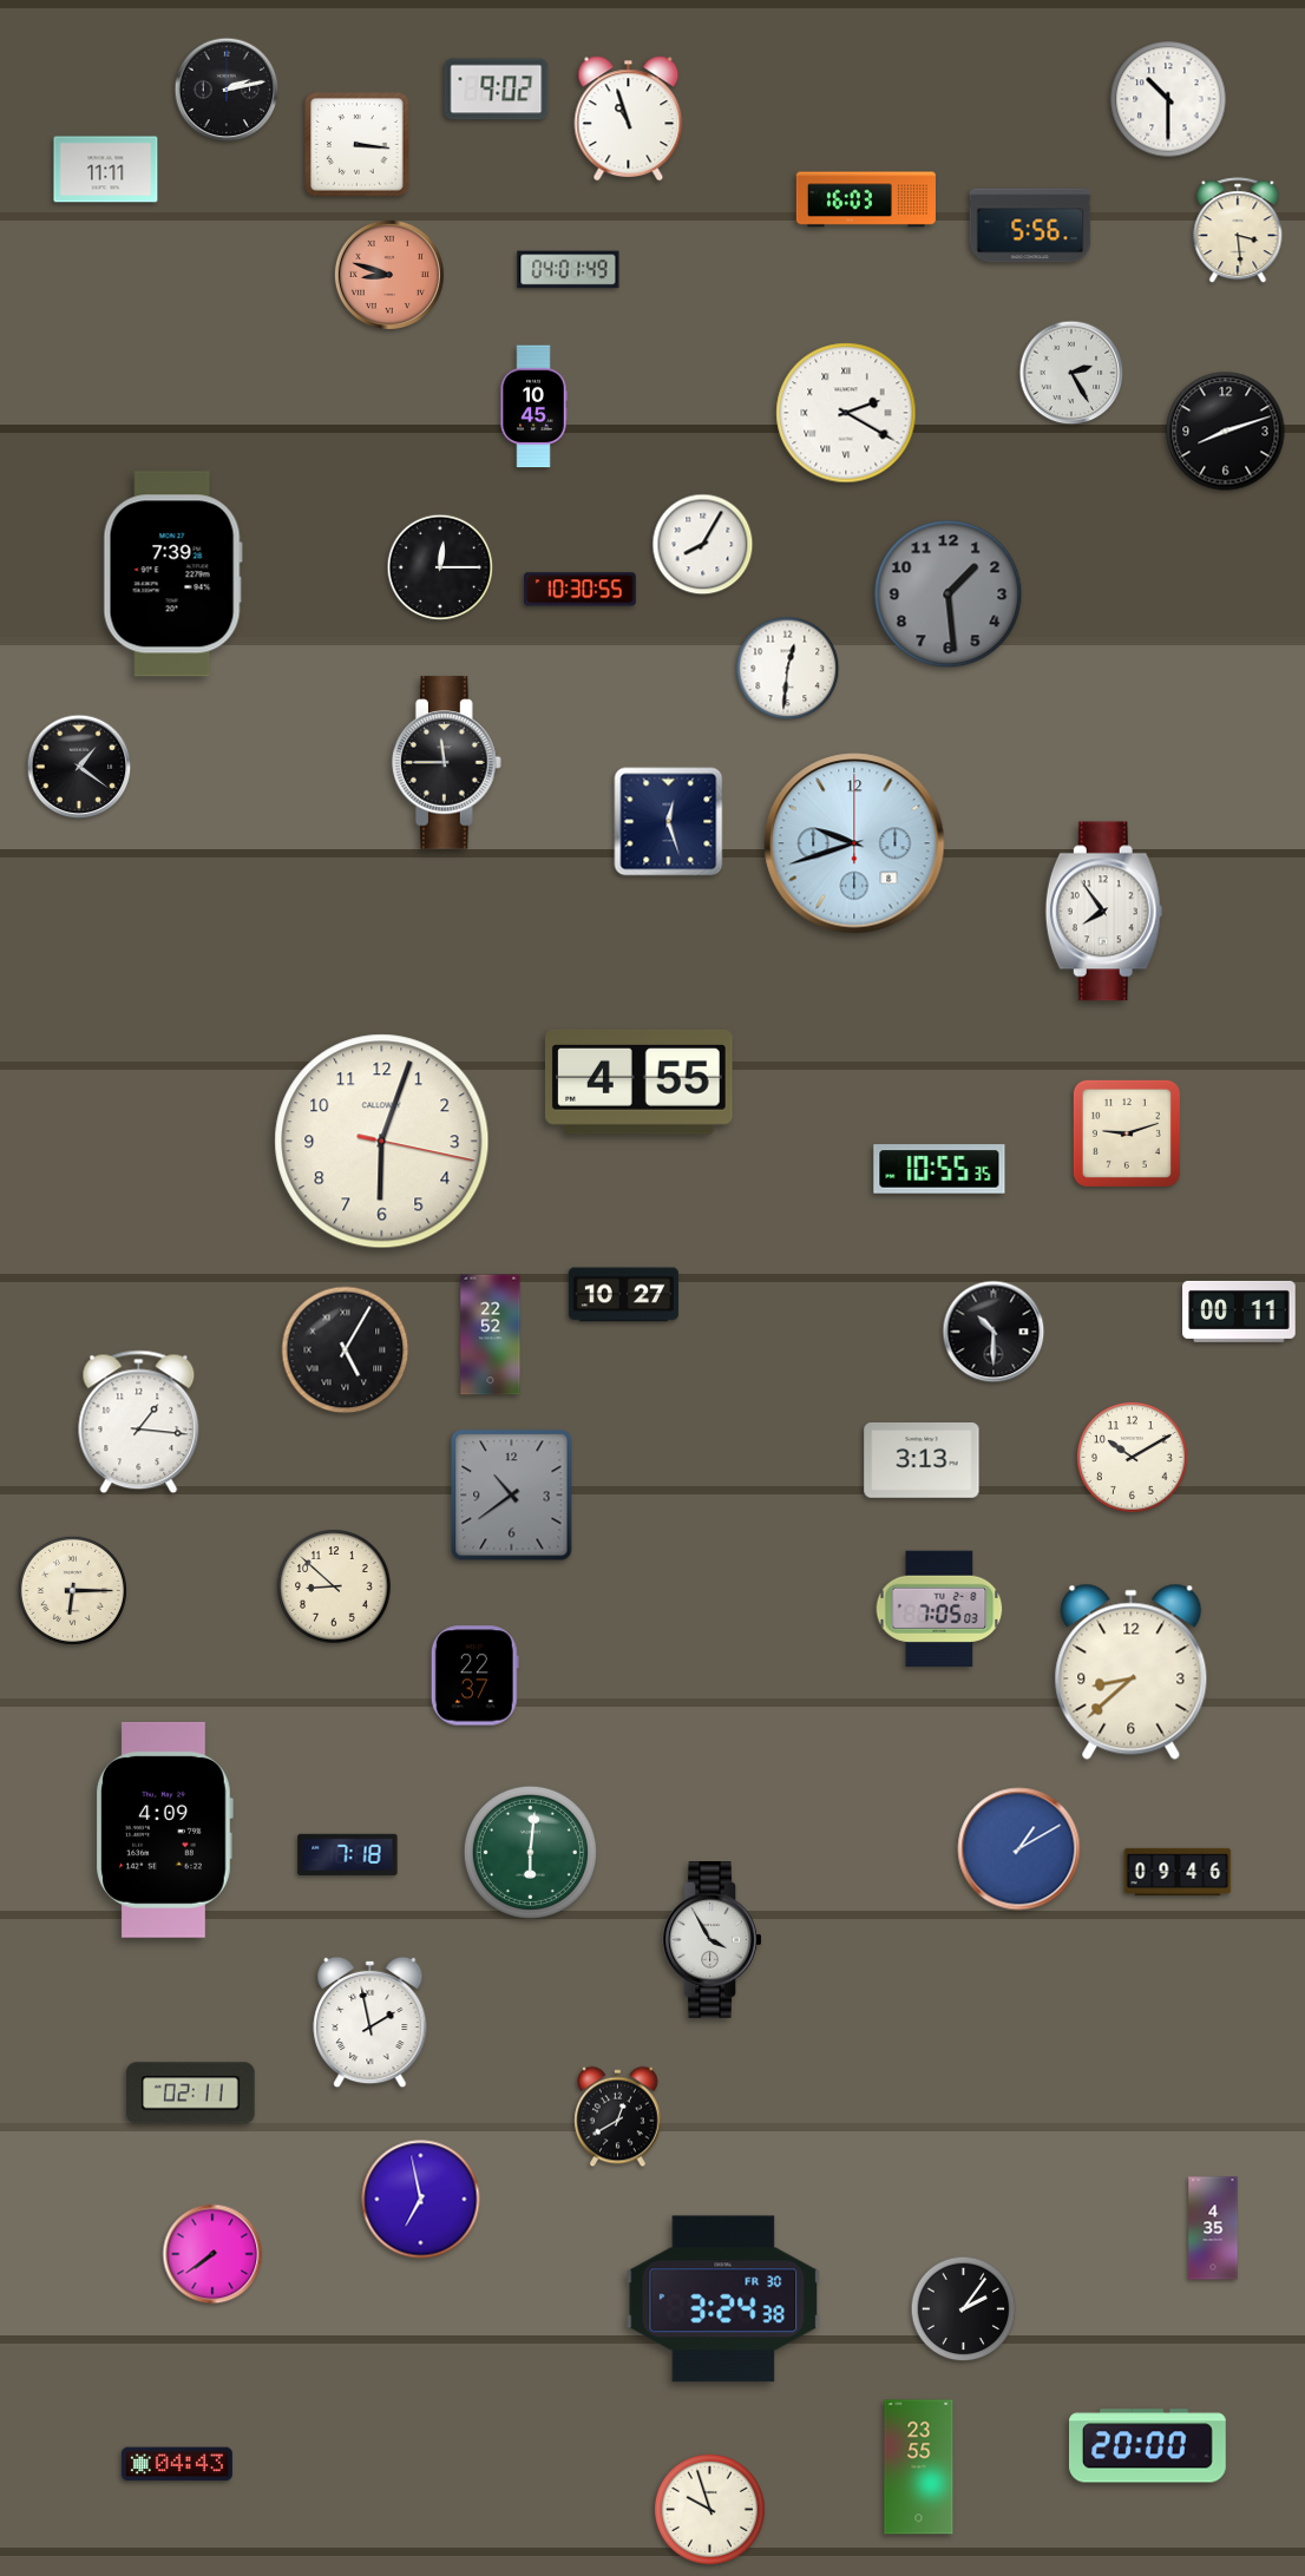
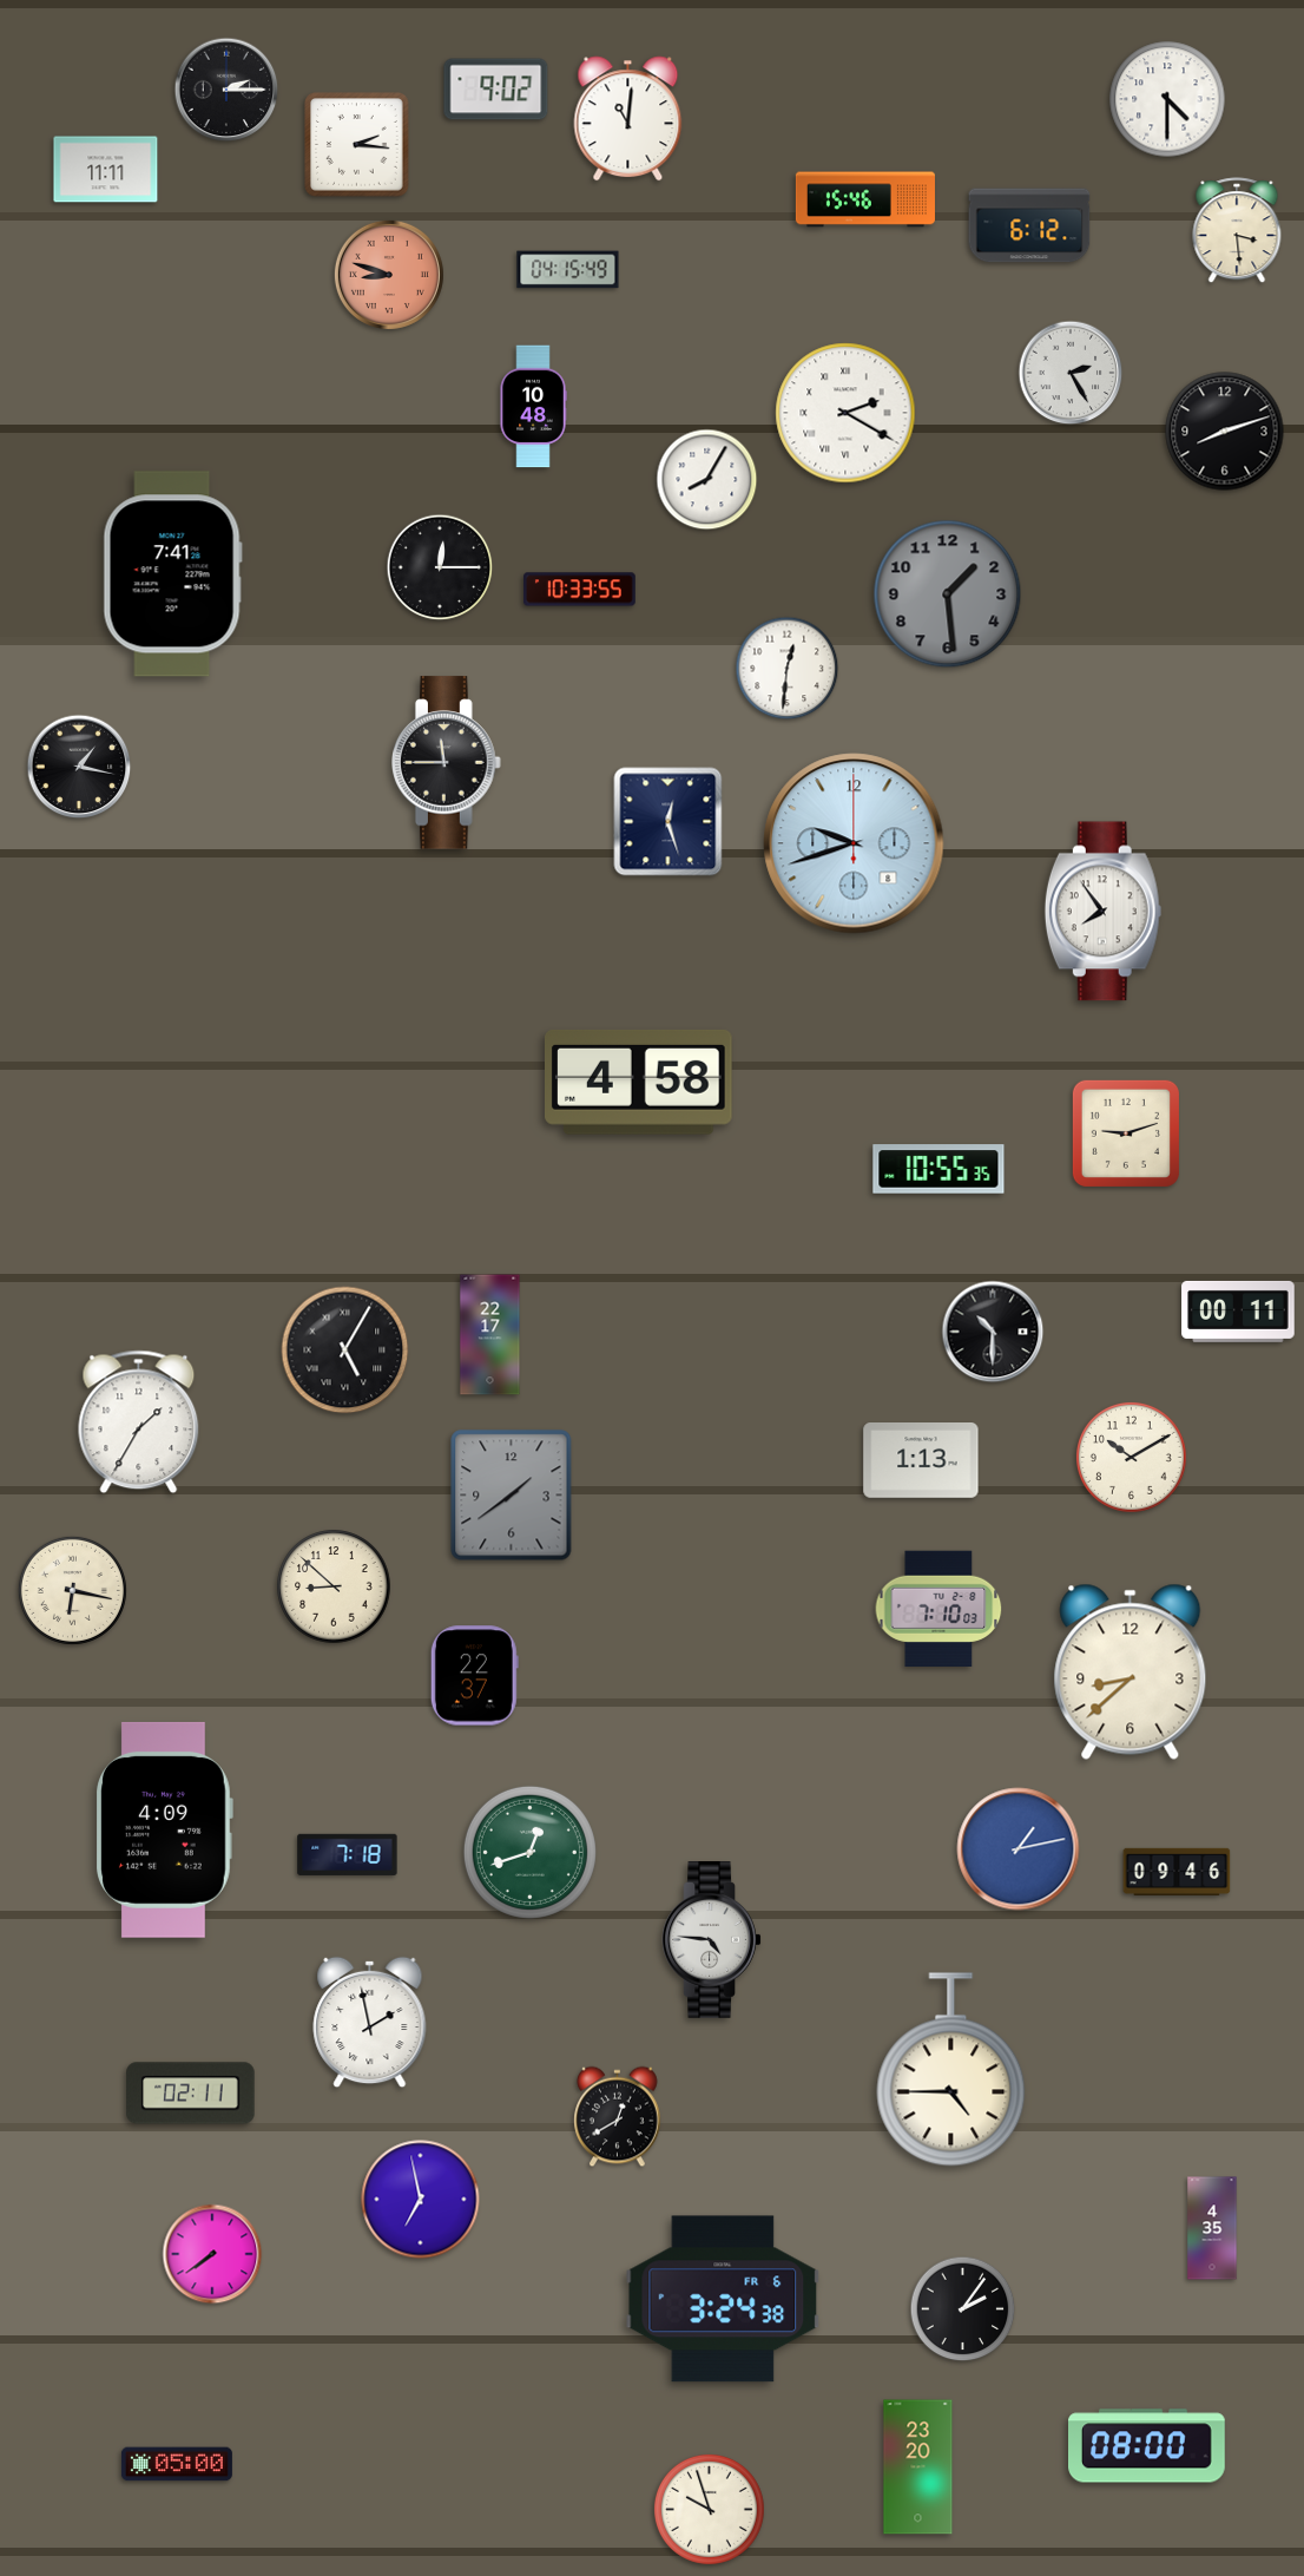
clock at (227, 90): 2:13 -> 2:15
clock at (1168, 99): 10:30 -> 4:30
clock at (629, 119): 10:57 -> 11:01
clock at (358, 145): 3:16 -> 2:16
clock at (866, 199): 16:03 -> 15:46
clock at (1030, 225): 5:56 -> 6:12
clock at (569, 270): 04:01 -> 04:15
clock at (533, 407): 10:45 -> 10:48
clock at (703, 545) position: (703, 545) -> (707, 480)
clock at (172, 574): 7:39 -> 7:41
clock at (581, 590): 10:30 -> 10:33
clock at (79, 767): 1:21 -> 1:17
clock at (640, 1082): 4:55 -> 4:58
clock at (382, 1142): 6:03 -> none
clock at (623, 1295): 10:27 -> none
clock at (491, 1335): 22:52 -> 22:17
clock at (139, 1422): 1:16 -> 1:35
clock at (922, 1461): 3:13 -> 1:13
clock at (512, 1496): 10:39 -> 1:39
clock at (72, 1590): 6:15 -> 6:17
clock at (939, 1608): 7:05 -> 7:10
clock at (1019, 1849): 1:10 -> 1:13
clock at (530, 1852): 6:01 -> 12:42
clock at (713, 1940): 3:55 -> 4:46
clock at (951, 2070): none -> 4:45
clock at (723, 2299) date: FR 30 -> FR 6
clock at (1148, 2446): 20:00 -> 08:00
clock at (177, 2464): 04:43 -> 05:00
clock at (919, 2467): 23:55 -> 23:20
